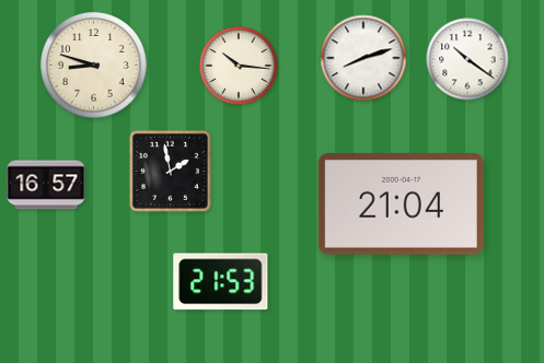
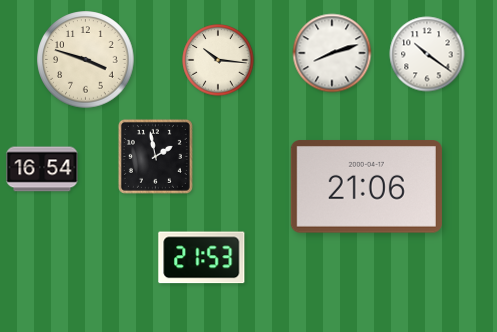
clock at (94, 66): 8:48 -> 3:48
clock at (46, 185): 16:57 -> 16:54
clock at (401, 204): 21:04 -> 21:06
